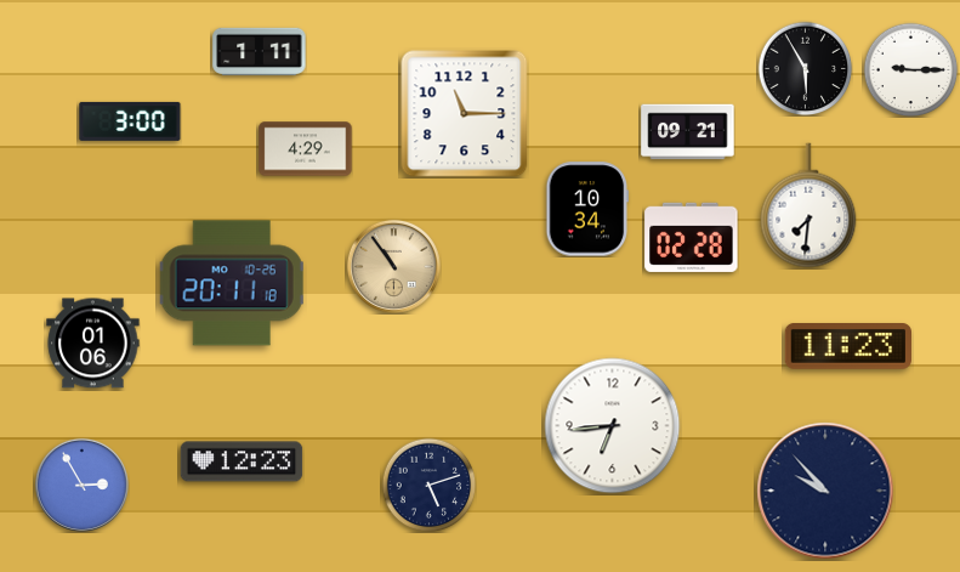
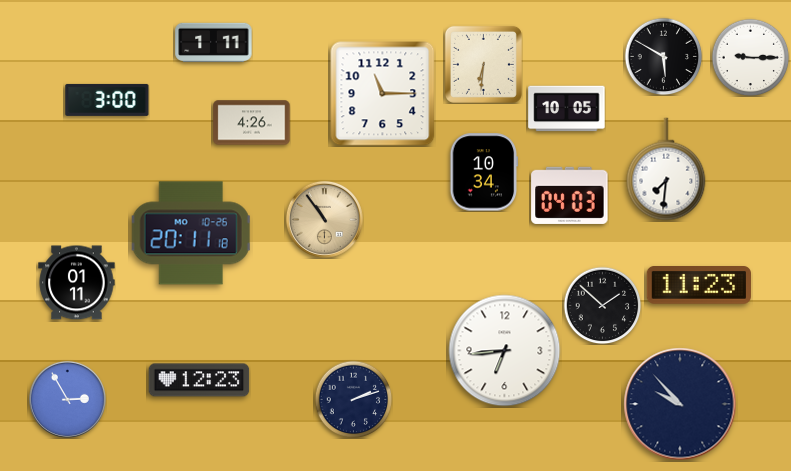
clock at (805, 68): 5:55 -> 5:50
clock at (483, 64): none -> 6:31
clock at (688, 132): 09:21 -> 10:05
clock at (306, 149): 4:29 -> 4:26
clock at (692, 237): 02:28 -> 04:03
clock at (93, 344): 01:06 -> 01:11
clock at (602, 305): none -> 1:52
clock at (428, 485): 5:12 -> 2:12
